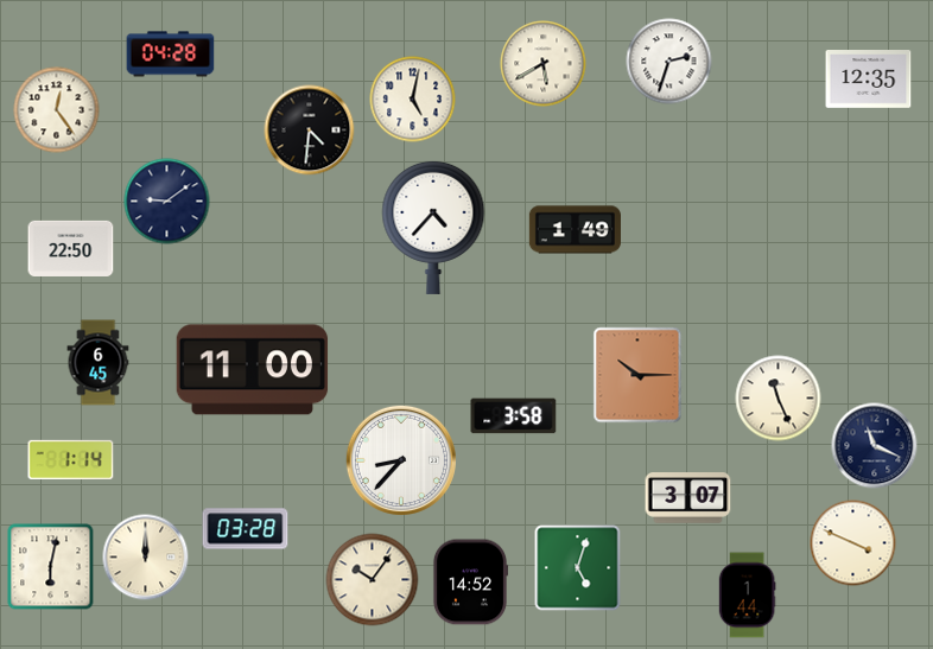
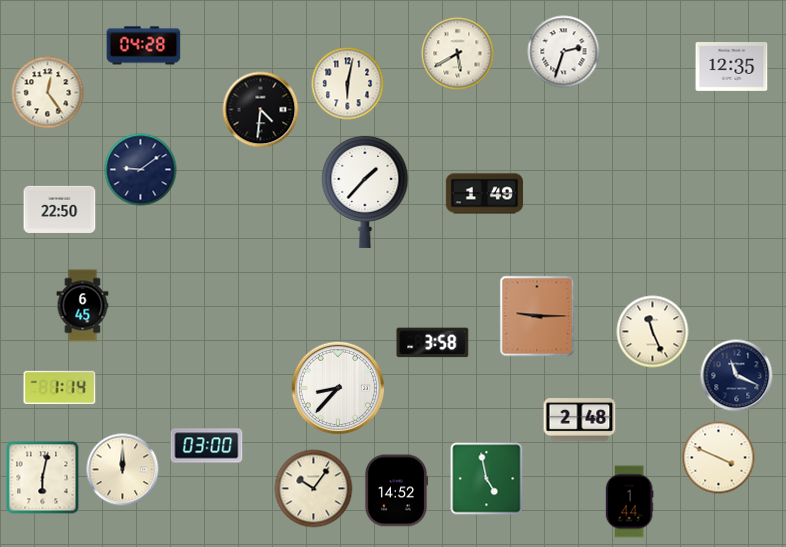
clock at (413, 100): 5:02 -> 6:02
clock at (433, 227): 4:37 -> 1:37
clock at (253, 370): 11:00 -> none
clock at (637, 375): 10:15 -> 9:15
clock at (779, 399) position: (779, 399) -> (653, 332)
clock at (514, 416) position: (514, 416) -> (433, 343)
clock at (688, 498): 3:07 -> 2:48
clock at (246, 529): 03:28 -> 03:00
clock at (578, 568): 5:03 -> 4:58
